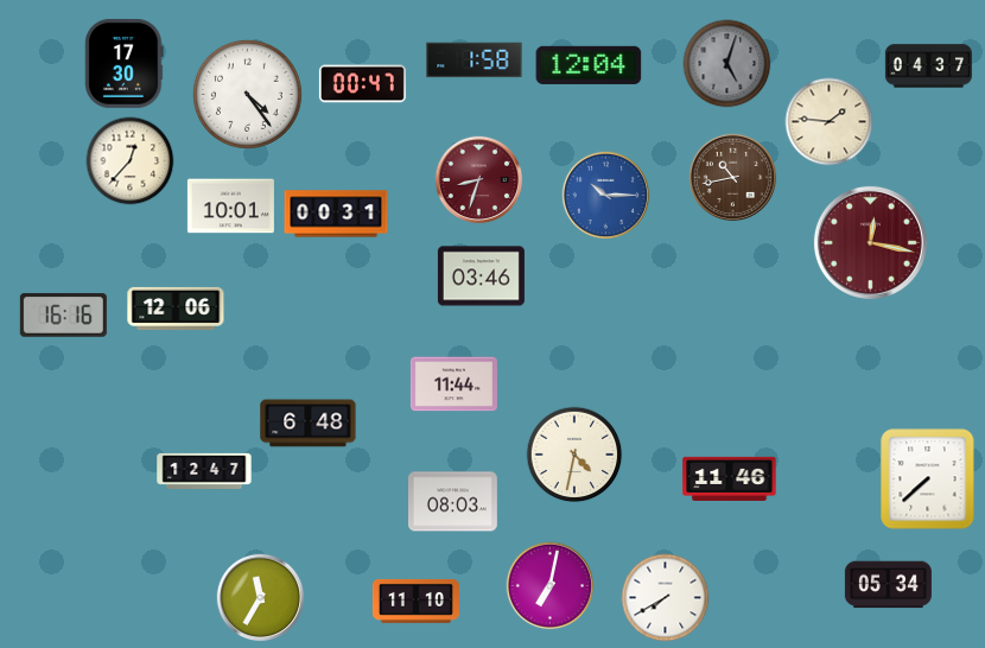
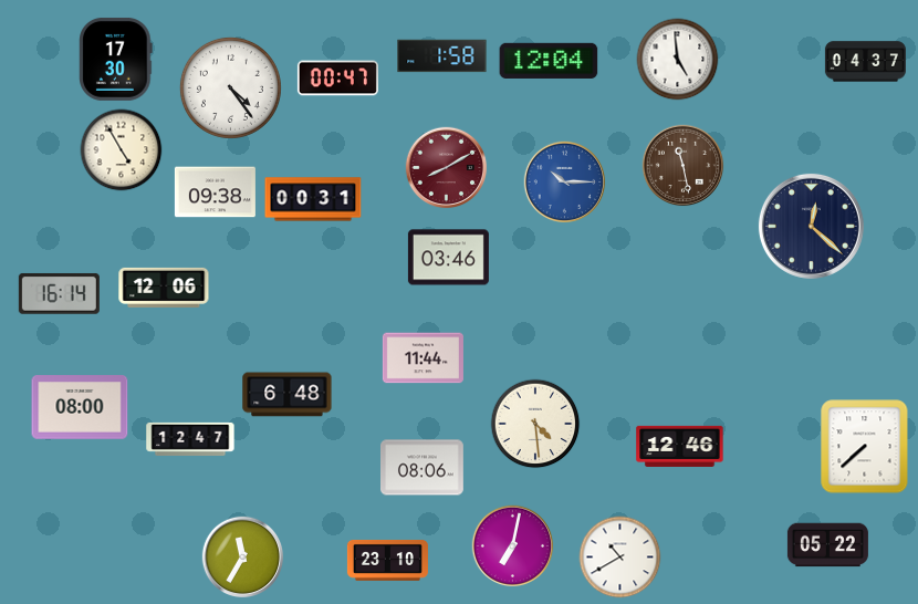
clock at (727, 64): 5:03 -> 4:59
clock at (727, 64) dial: grey -> white
clock at (830, 122): 1:46 -> none
clock at (131, 161): 12:37 -> 4:55
clock at (733, 178): 10:43 -> 11:28
clock at (479, 180): 8:33 -> 8:10
clock at (230, 207): 10:01 -> 09:38
clock at (870, 242): 12:17 -> 12:22
clock at (870, 242) dial: burgundy -> navy
clock at (63, 315): 16:16 -> 16:14
clock at (80, 407): none -> 08:00
clock at (574, 455): 4:32 -> 4:29
clock at (730, 478): 11:46 -> 12:46
clock at (453, 502): 08:03 -> 08:06
clock at (888, 585): 05:34 -> 05:22
clock at (666, 598): 7:40 -> 10:40
clock at (415, 601): 11:10 -> 23:10
